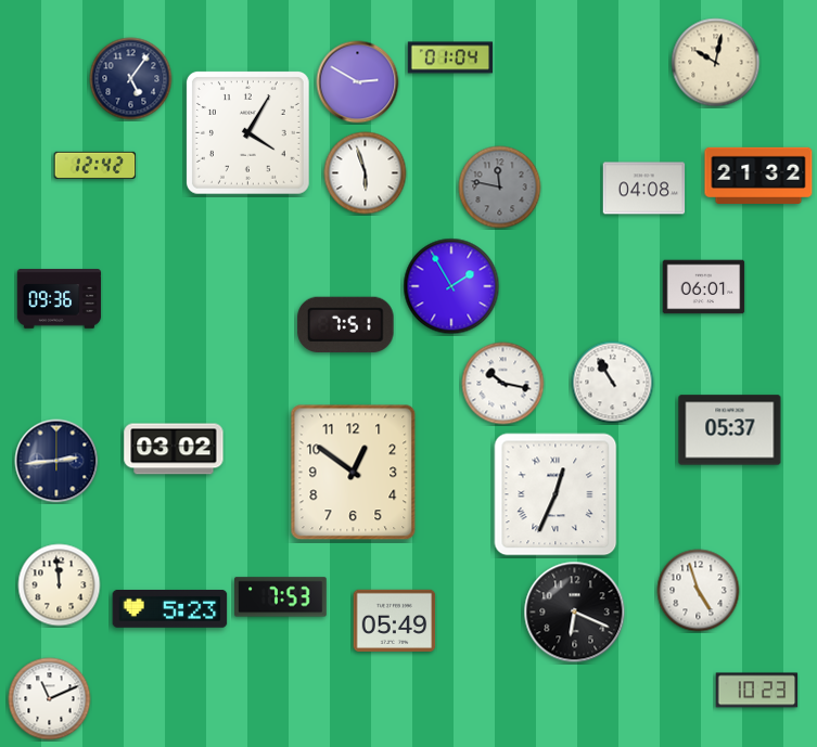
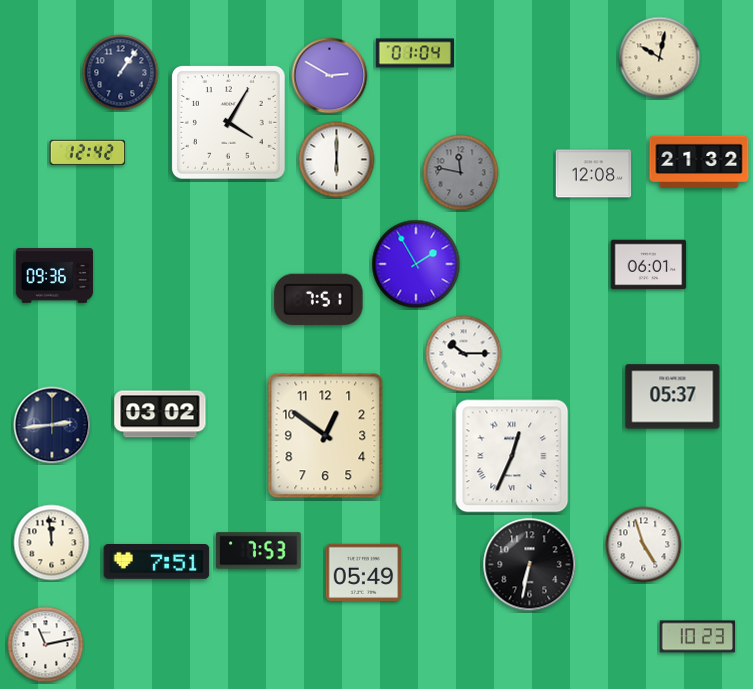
clock at (131, 79): 5:06 -> 1:06
clock at (366, 173): 5:57 -> 6:00
clock at (644, 189): 04:08 -> 12:08
clock at (613, 383): 10:55 -> none
clock at (503, 384): 10:17 -> 10:15
clock at (60, 585) position: (60, 585) -> (52, 543)
clock at (170, 609): 5:23 -> 7:51
clock at (575, 613): 6:19 -> 6:32
clock at (50, 699): 11:11 -> 11:13
